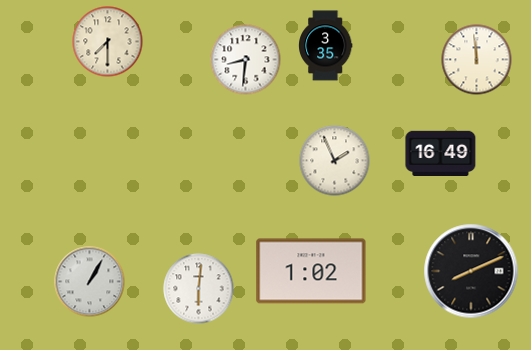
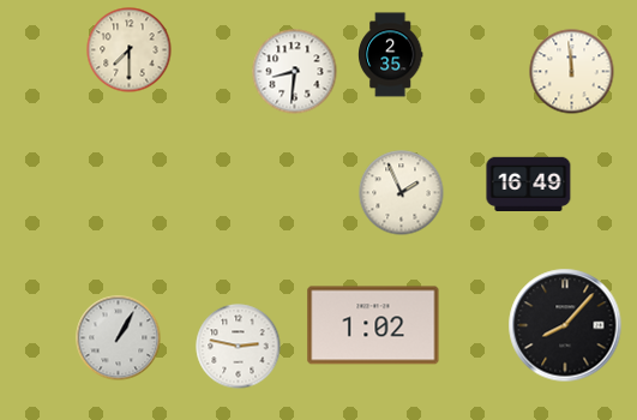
clock at (325, 46): 3:35 -> 2:35
clock at (471, 271): 8:11 -> 8:07
clock at (90, 282) position: (90, 282) -> (119, 338)
clock at (199, 289): 6:01 -> 2:47
